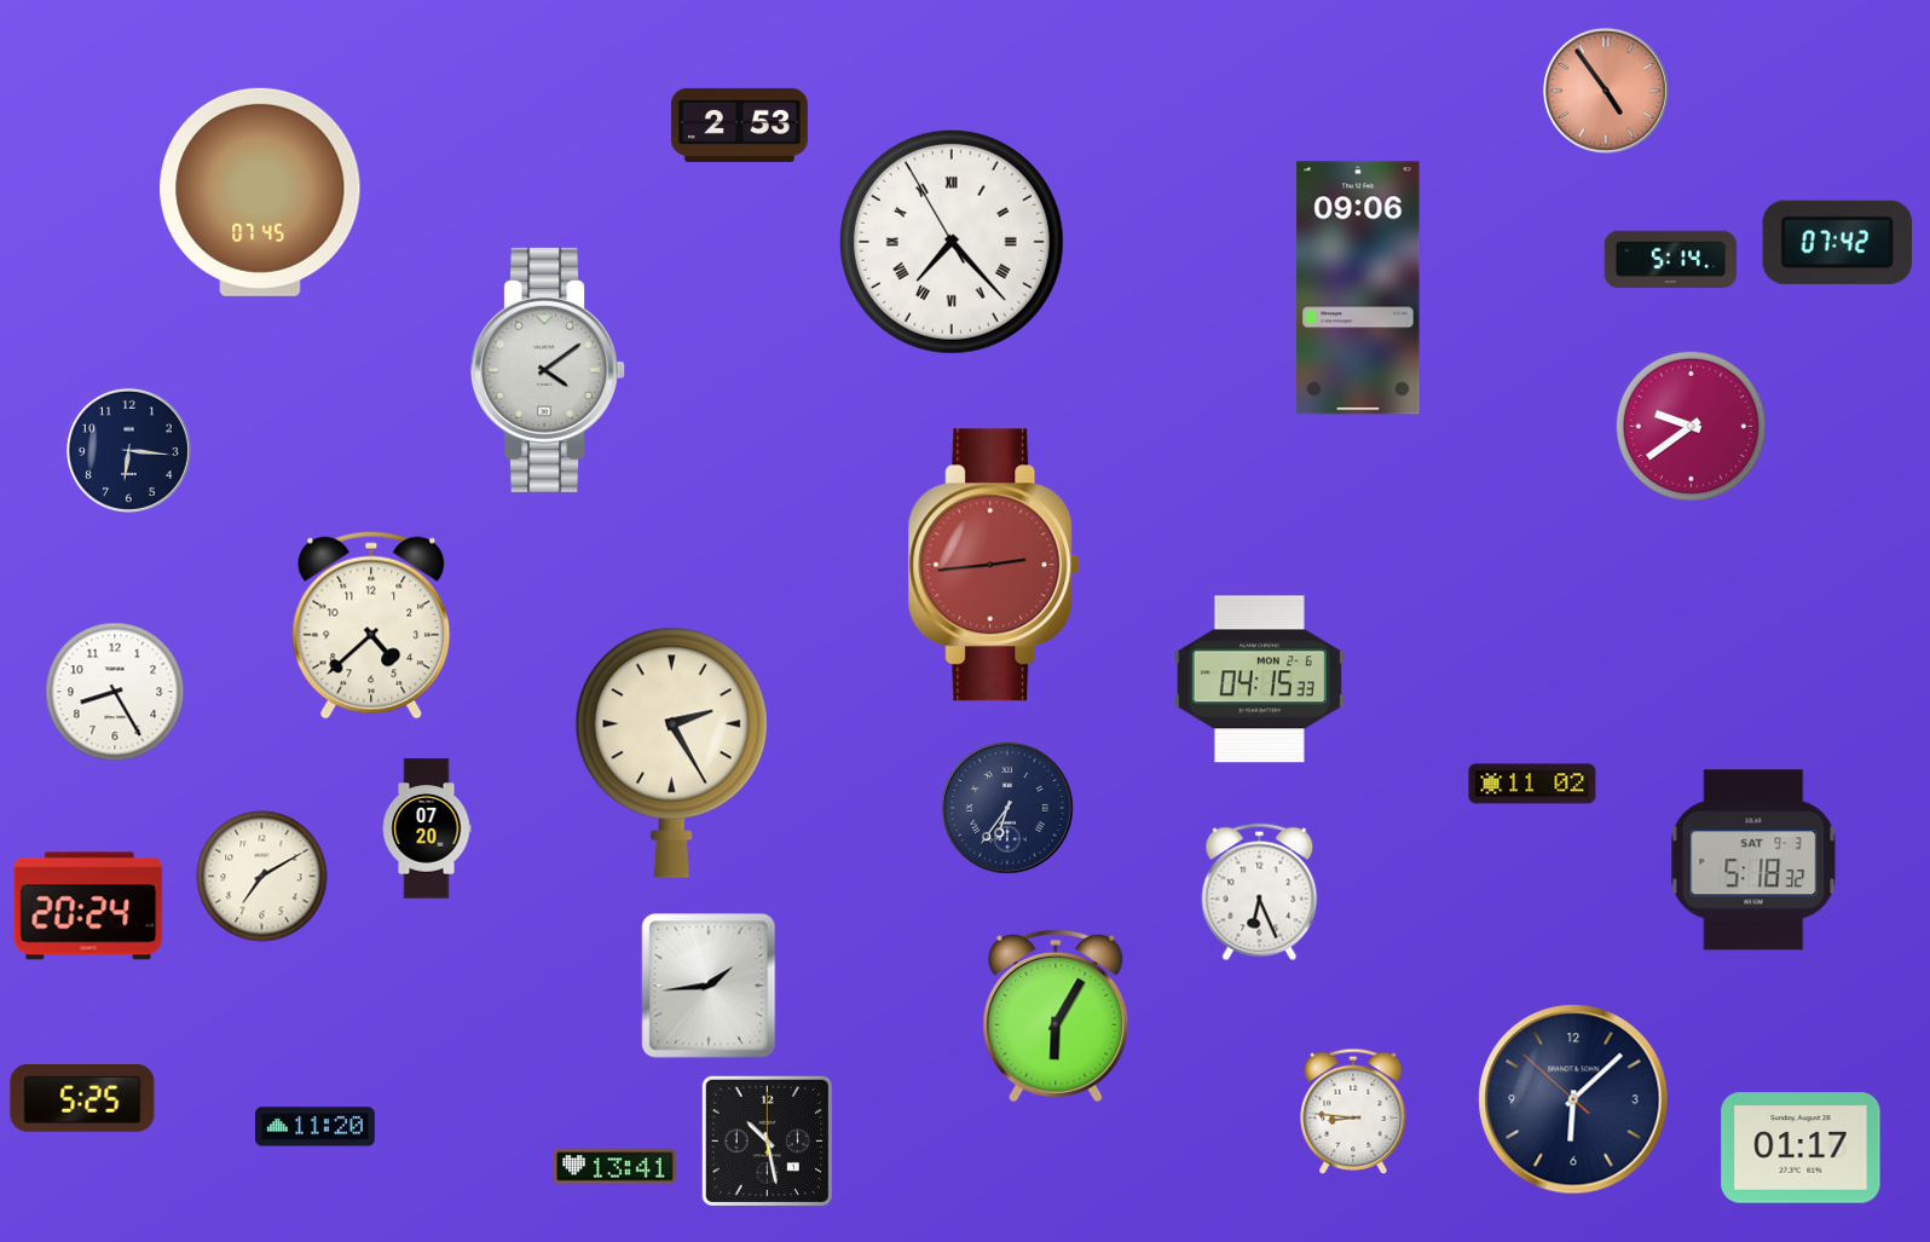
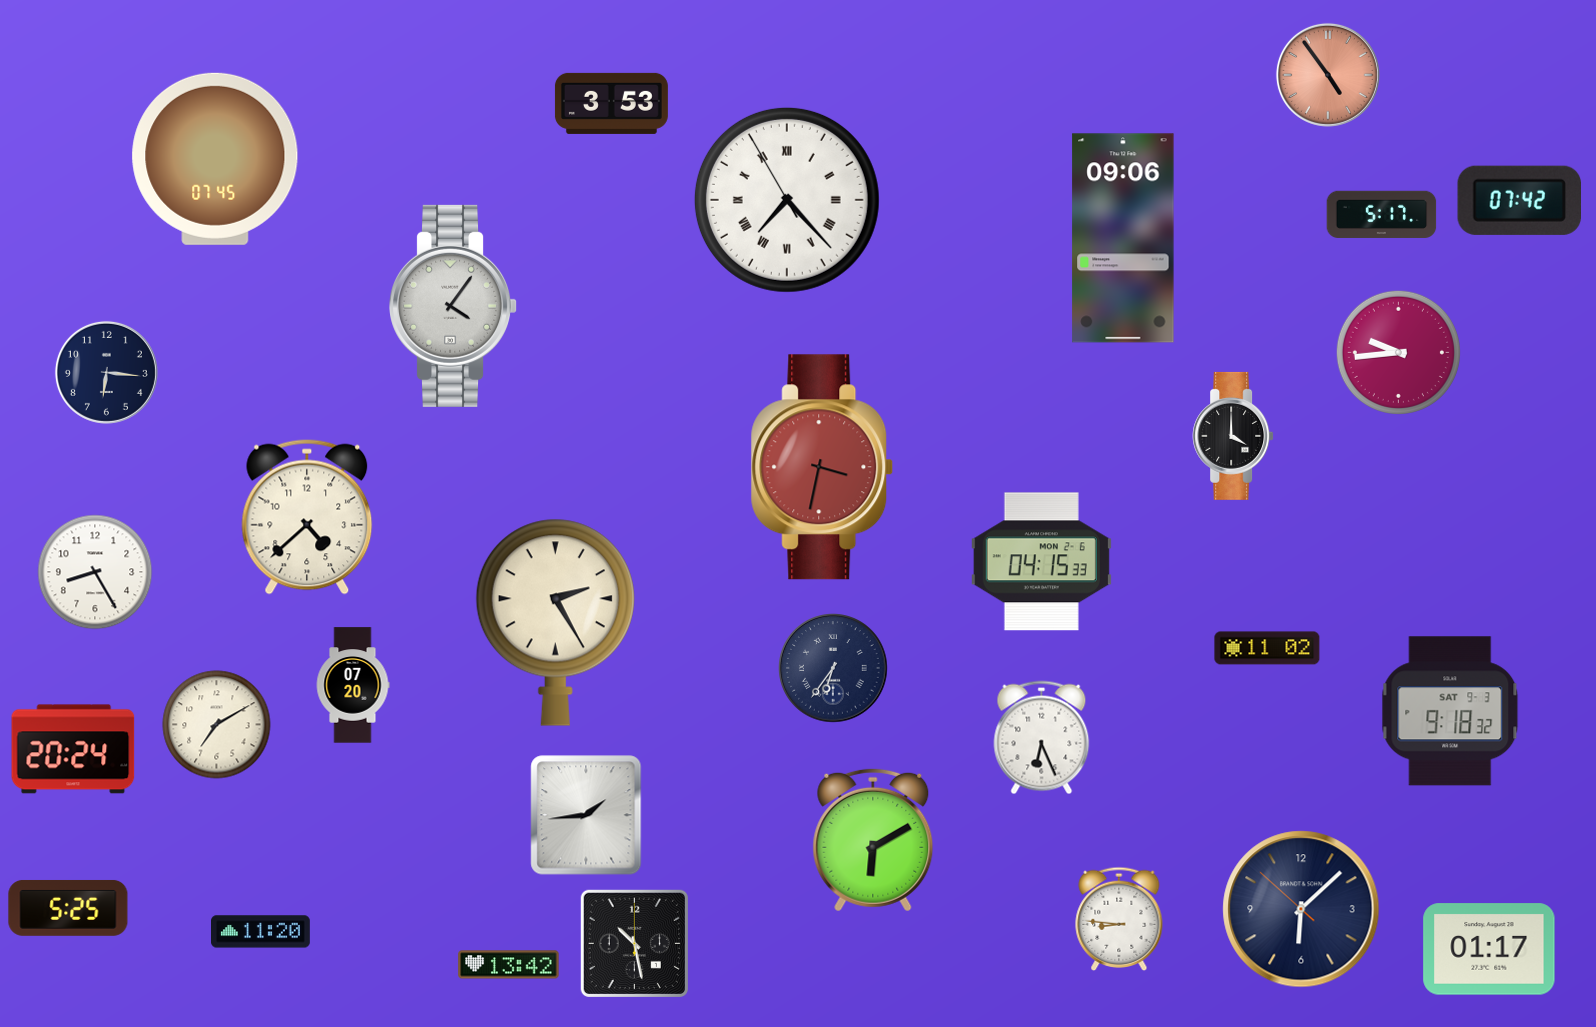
clock at (739, 125): 2:53 -> 3:53
clock at (1671, 259): 5:14 -> 5:17
clock at (549, 370): 4:09 -> 4:06
clock at (1691, 426): 9:39 -> 9:44
clock at (1233, 436): none -> 4:00
clock at (994, 565): 2:44 -> 3:32
clock at (1753, 860): 5:18 -> 9:18
clock at (1056, 1016): 6:05 -> 6:10
clock at (616, 1167): 13:41 -> 13:42
